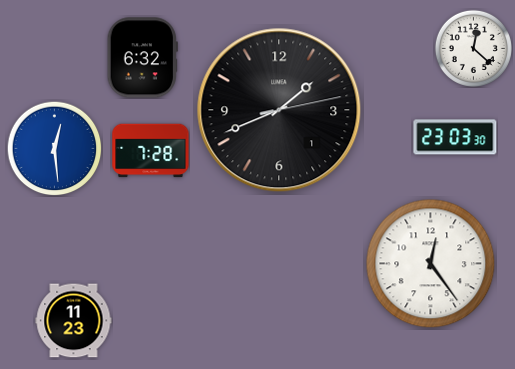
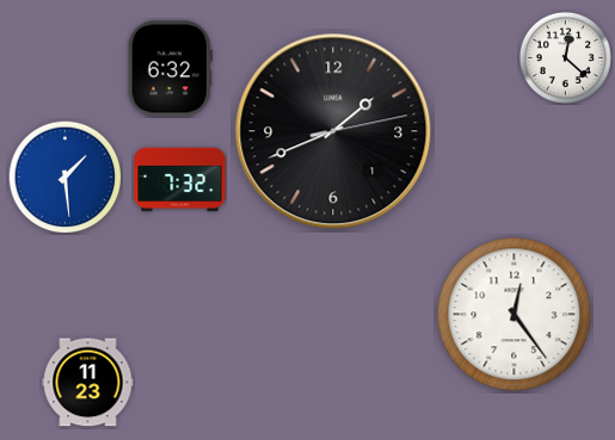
clock at (455, 137): 23:03 -> none
clock at (54, 148): 12:29 -> 1:29
clock at (151, 151): 7:28 -> 7:32
